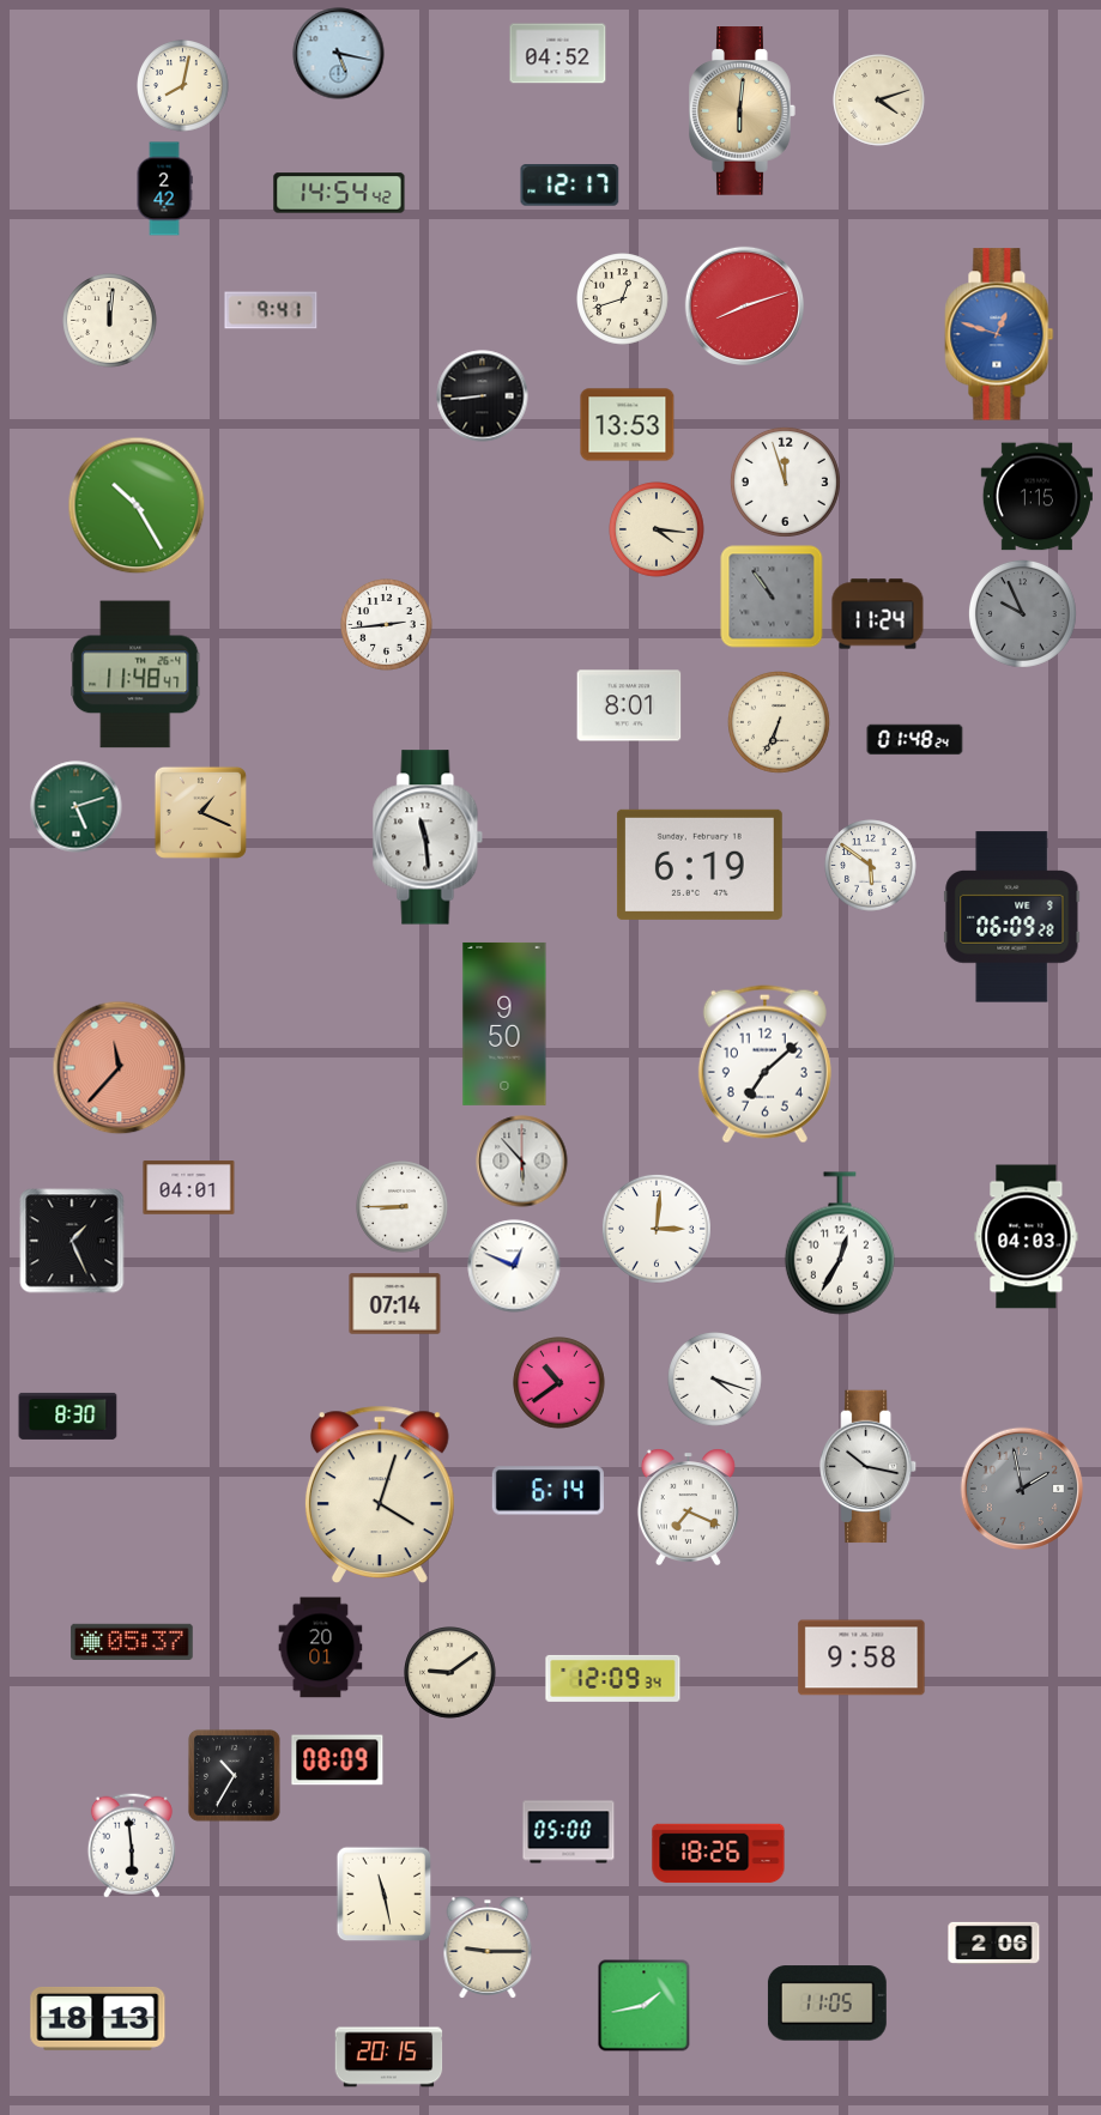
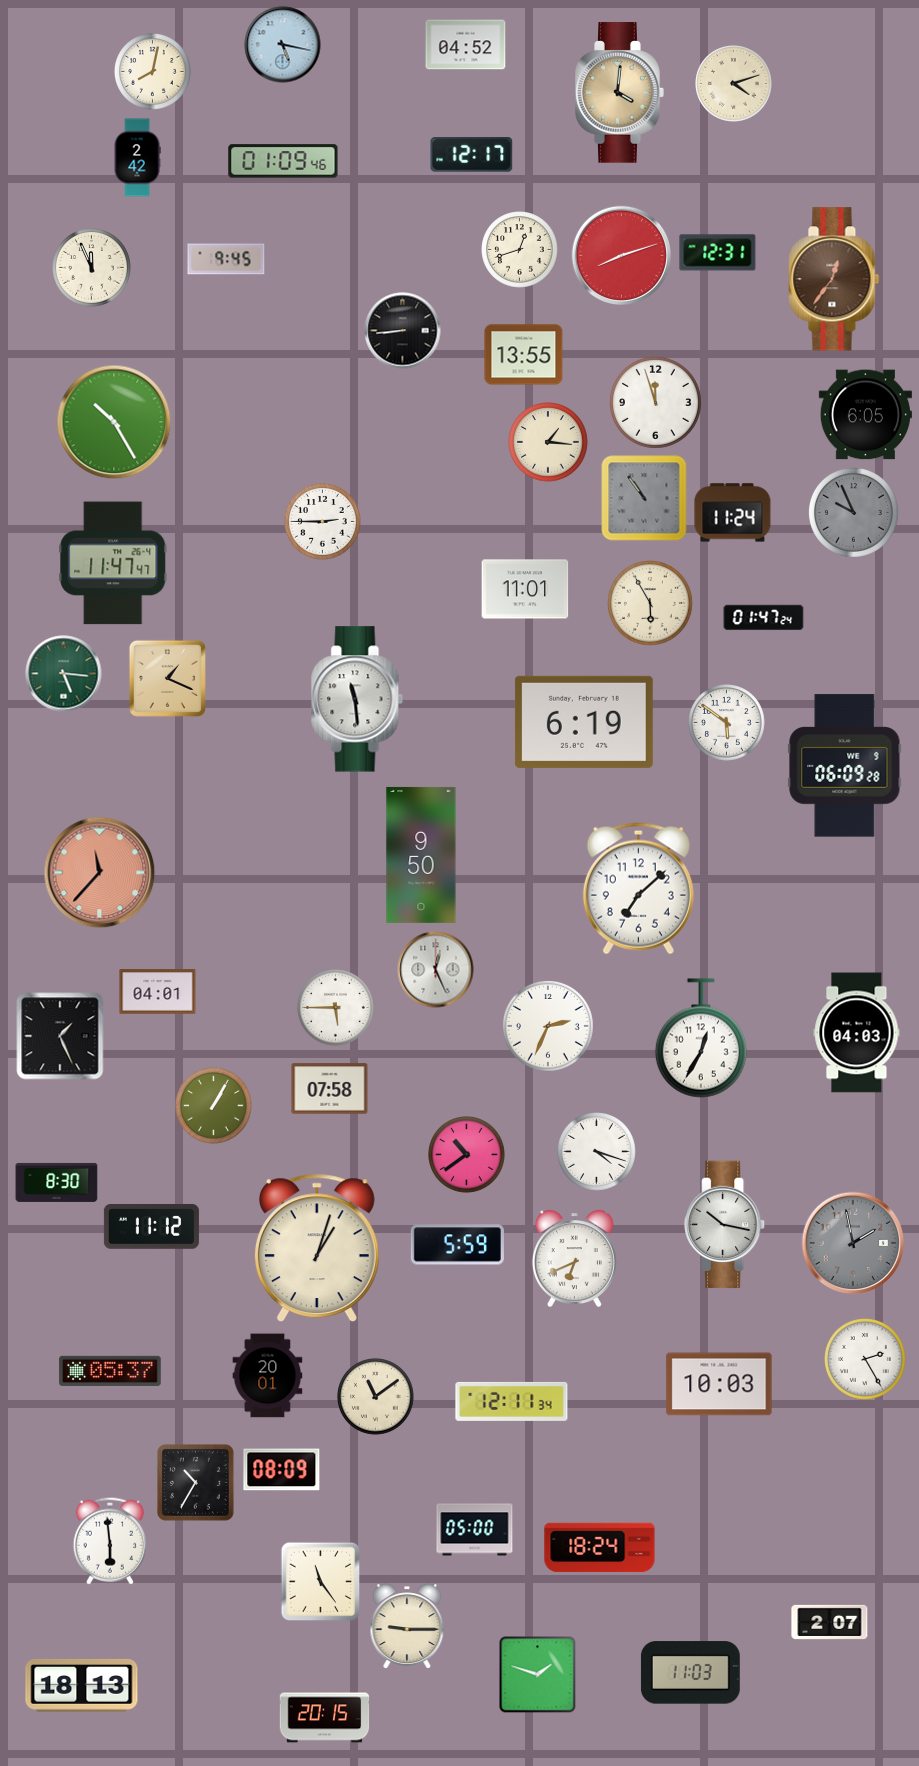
clock at (743, 111): 6:01 -> 4:01
clock at (570, 186) position: (570, 186) -> (472, 155)
clock at (339, 193): 14:54 -> 01:09
clock at (718, 253): none -> 12:31
clock at (271, 310): 9:41 -> 9:45
clock at (110, 321): 12:01 -> 11:56
clock at (999, 334): 12:48 -> 12:36
clock at (999, 334) dial: blue -> brown
clock at (628, 425): 13:53 -> 13:55
clock at (1036, 497): 1:15 -> 6:05
clock at (657, 529): 4:16 -> 1:16
clock at (387, 625): 2:44 -> 2:45
clock at (135, 674): 11:48 -> 11:47
clock at (629, 705): 8:01 -> 11:01
clock at (780, 723): 6:34 -> 5:55
clock at (915, 740): 01:48 -> 01:47
clock at (77, 807): 5:12 -> 5:16
clock at (120, 1068) position: (120, 1068) -> (100, 873)
clock at (522, 1162): 5:53 -> 12:26
clock at (403, 1207): 8:45 -> 5:45
clock at (657, 1229): 3:01 -> 2:34
clock at (514, 1266): 12:49 -> none
clock at (395, 1304): 07:14 -> 07:58
clock at (214, 1106): none -> 1:05
clock at (151, 1226): none -> 11:12
clock at (548, 1491): 6:14 -> 5:59
clock at (380, 1493): 4:03 -> 1:03
clock at (688, 1507): 7:19 -> 6:41
clock at (866, 1360): none -> 2:25
clock at (861, 1658): 9:58 -> 10:03
clock at (450, 1673): 9:09 -> 11:09
clock at (613, 1678): 12:09 -> 12:11
clock at (719, 1854): 18:26 -> 18:24
clock at (383, 1893): 11:28 -> 11:24
clock at (994, 1943): 2:06 -> 2:07
clock at (827, 2004): 11:05 -> 11:03
clock at (645, 2006): 1:43 -> 1:48
